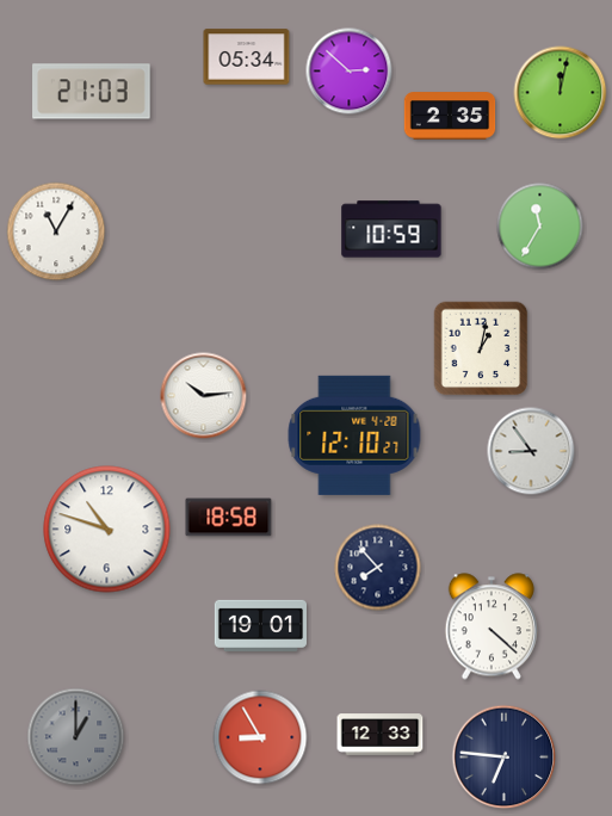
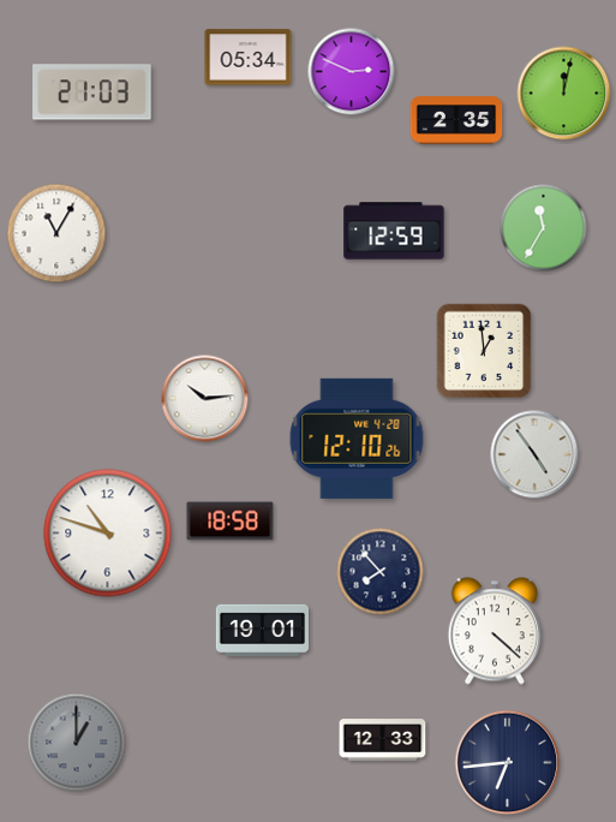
clock at (350, 72): 2:52 -> 2:49
clock at (450, 116) position: (450, 116) -> (456, 120)
clock at (391, 229): 10:59 -> 12:59
clock at (481, 348): 1:02 -> 12:59
clock at (354, 435): 12:10:27 -> 12:10:26
clock at (531, 451): 8:54 -> 4:54
clock at (260, 737): 8:55 -> none
clock at (505, 758): 6:46 -> 6:44
